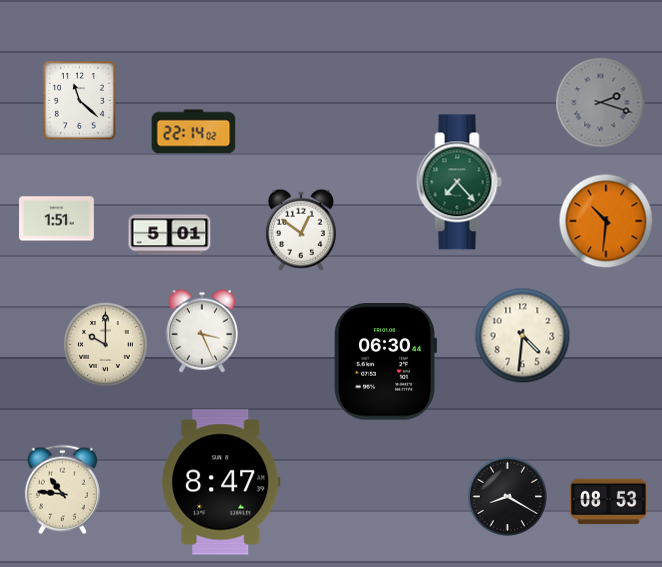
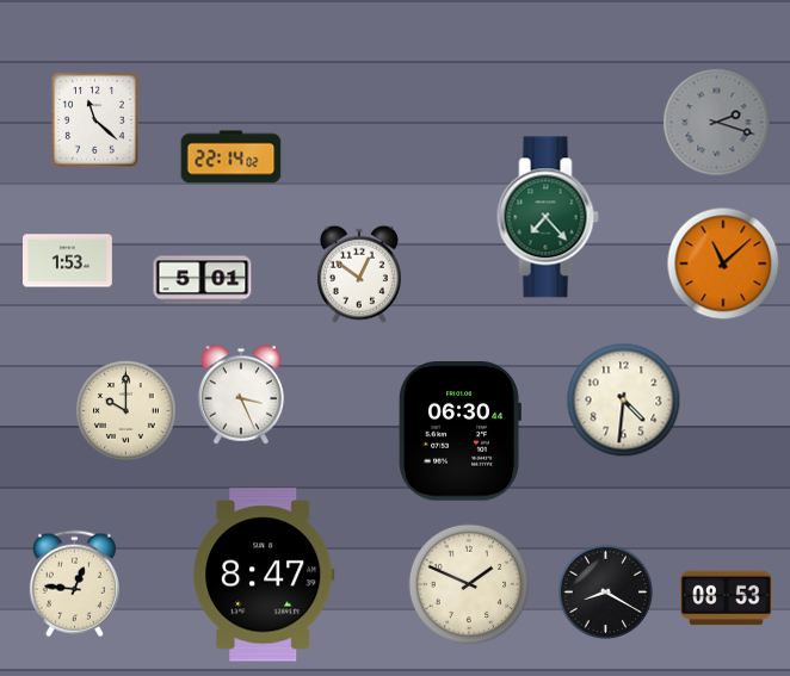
clock at (57, 219): 1:51 -> 1:53
clock at (606, 221): 10:31 -> 11:08
clock at (62, 490): 10:46 -> 12:46
clock at (469, 584): none -> 1:49
